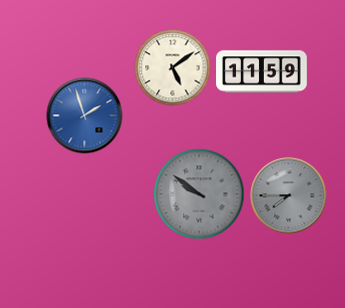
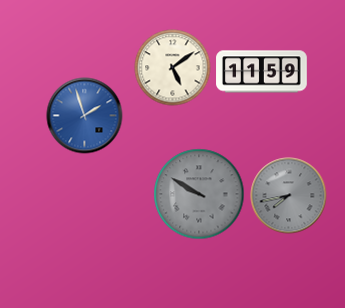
clock at (199, 194): 9:51 -> 9:50
clock at (289, 196): 7:45 -> 7:43
